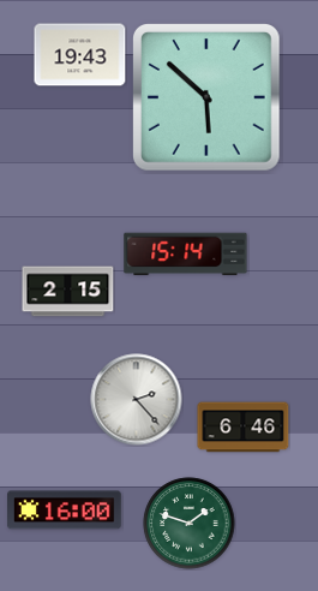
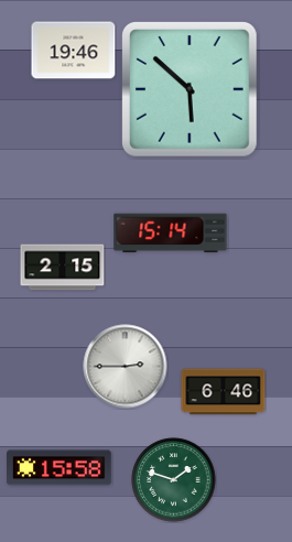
clock at (80, 55): 19:43 -> 19:46
clock at (137, 400): 2:23 -> 2:45
clock at (65, 511): 16:00 -> 15:58
